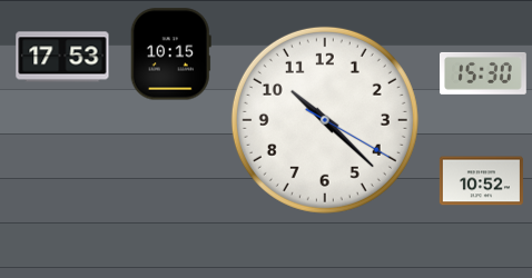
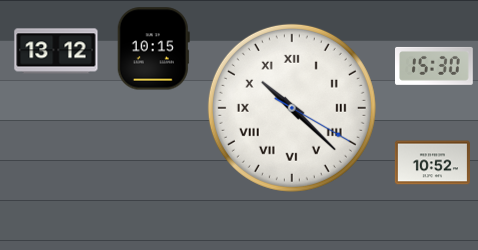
clock at (62, 57): 17:53 -> 13:12
clock at (325, 120) numerals: Arabic -> Roman
